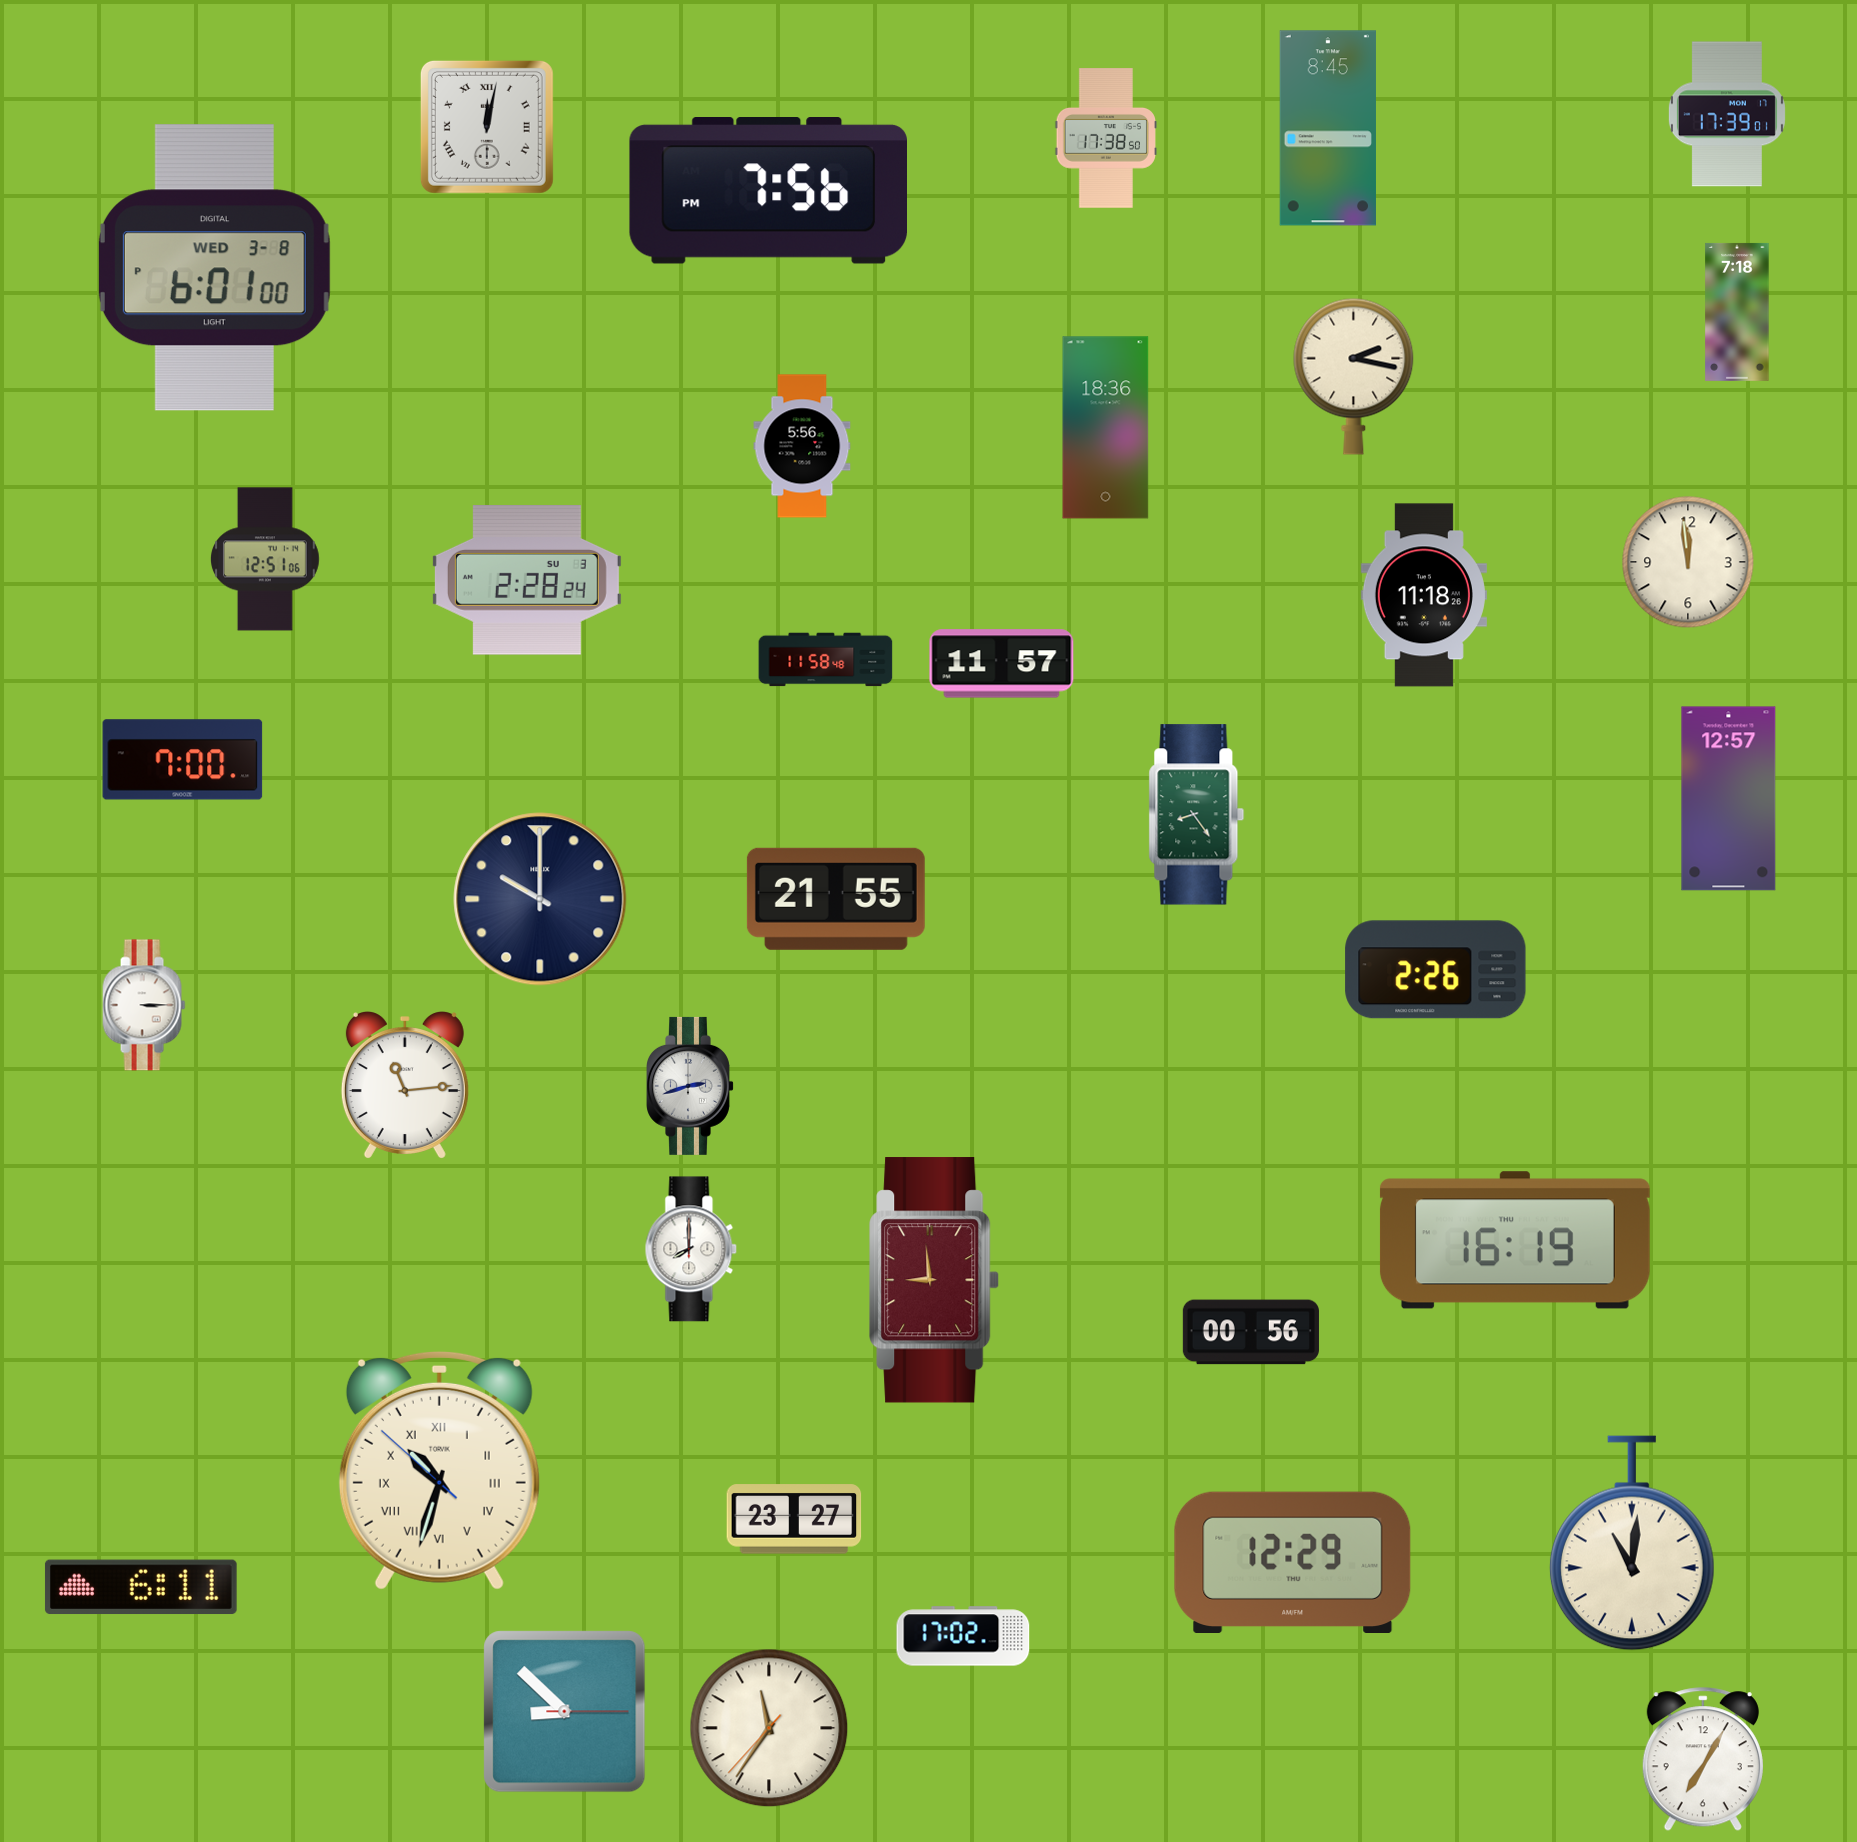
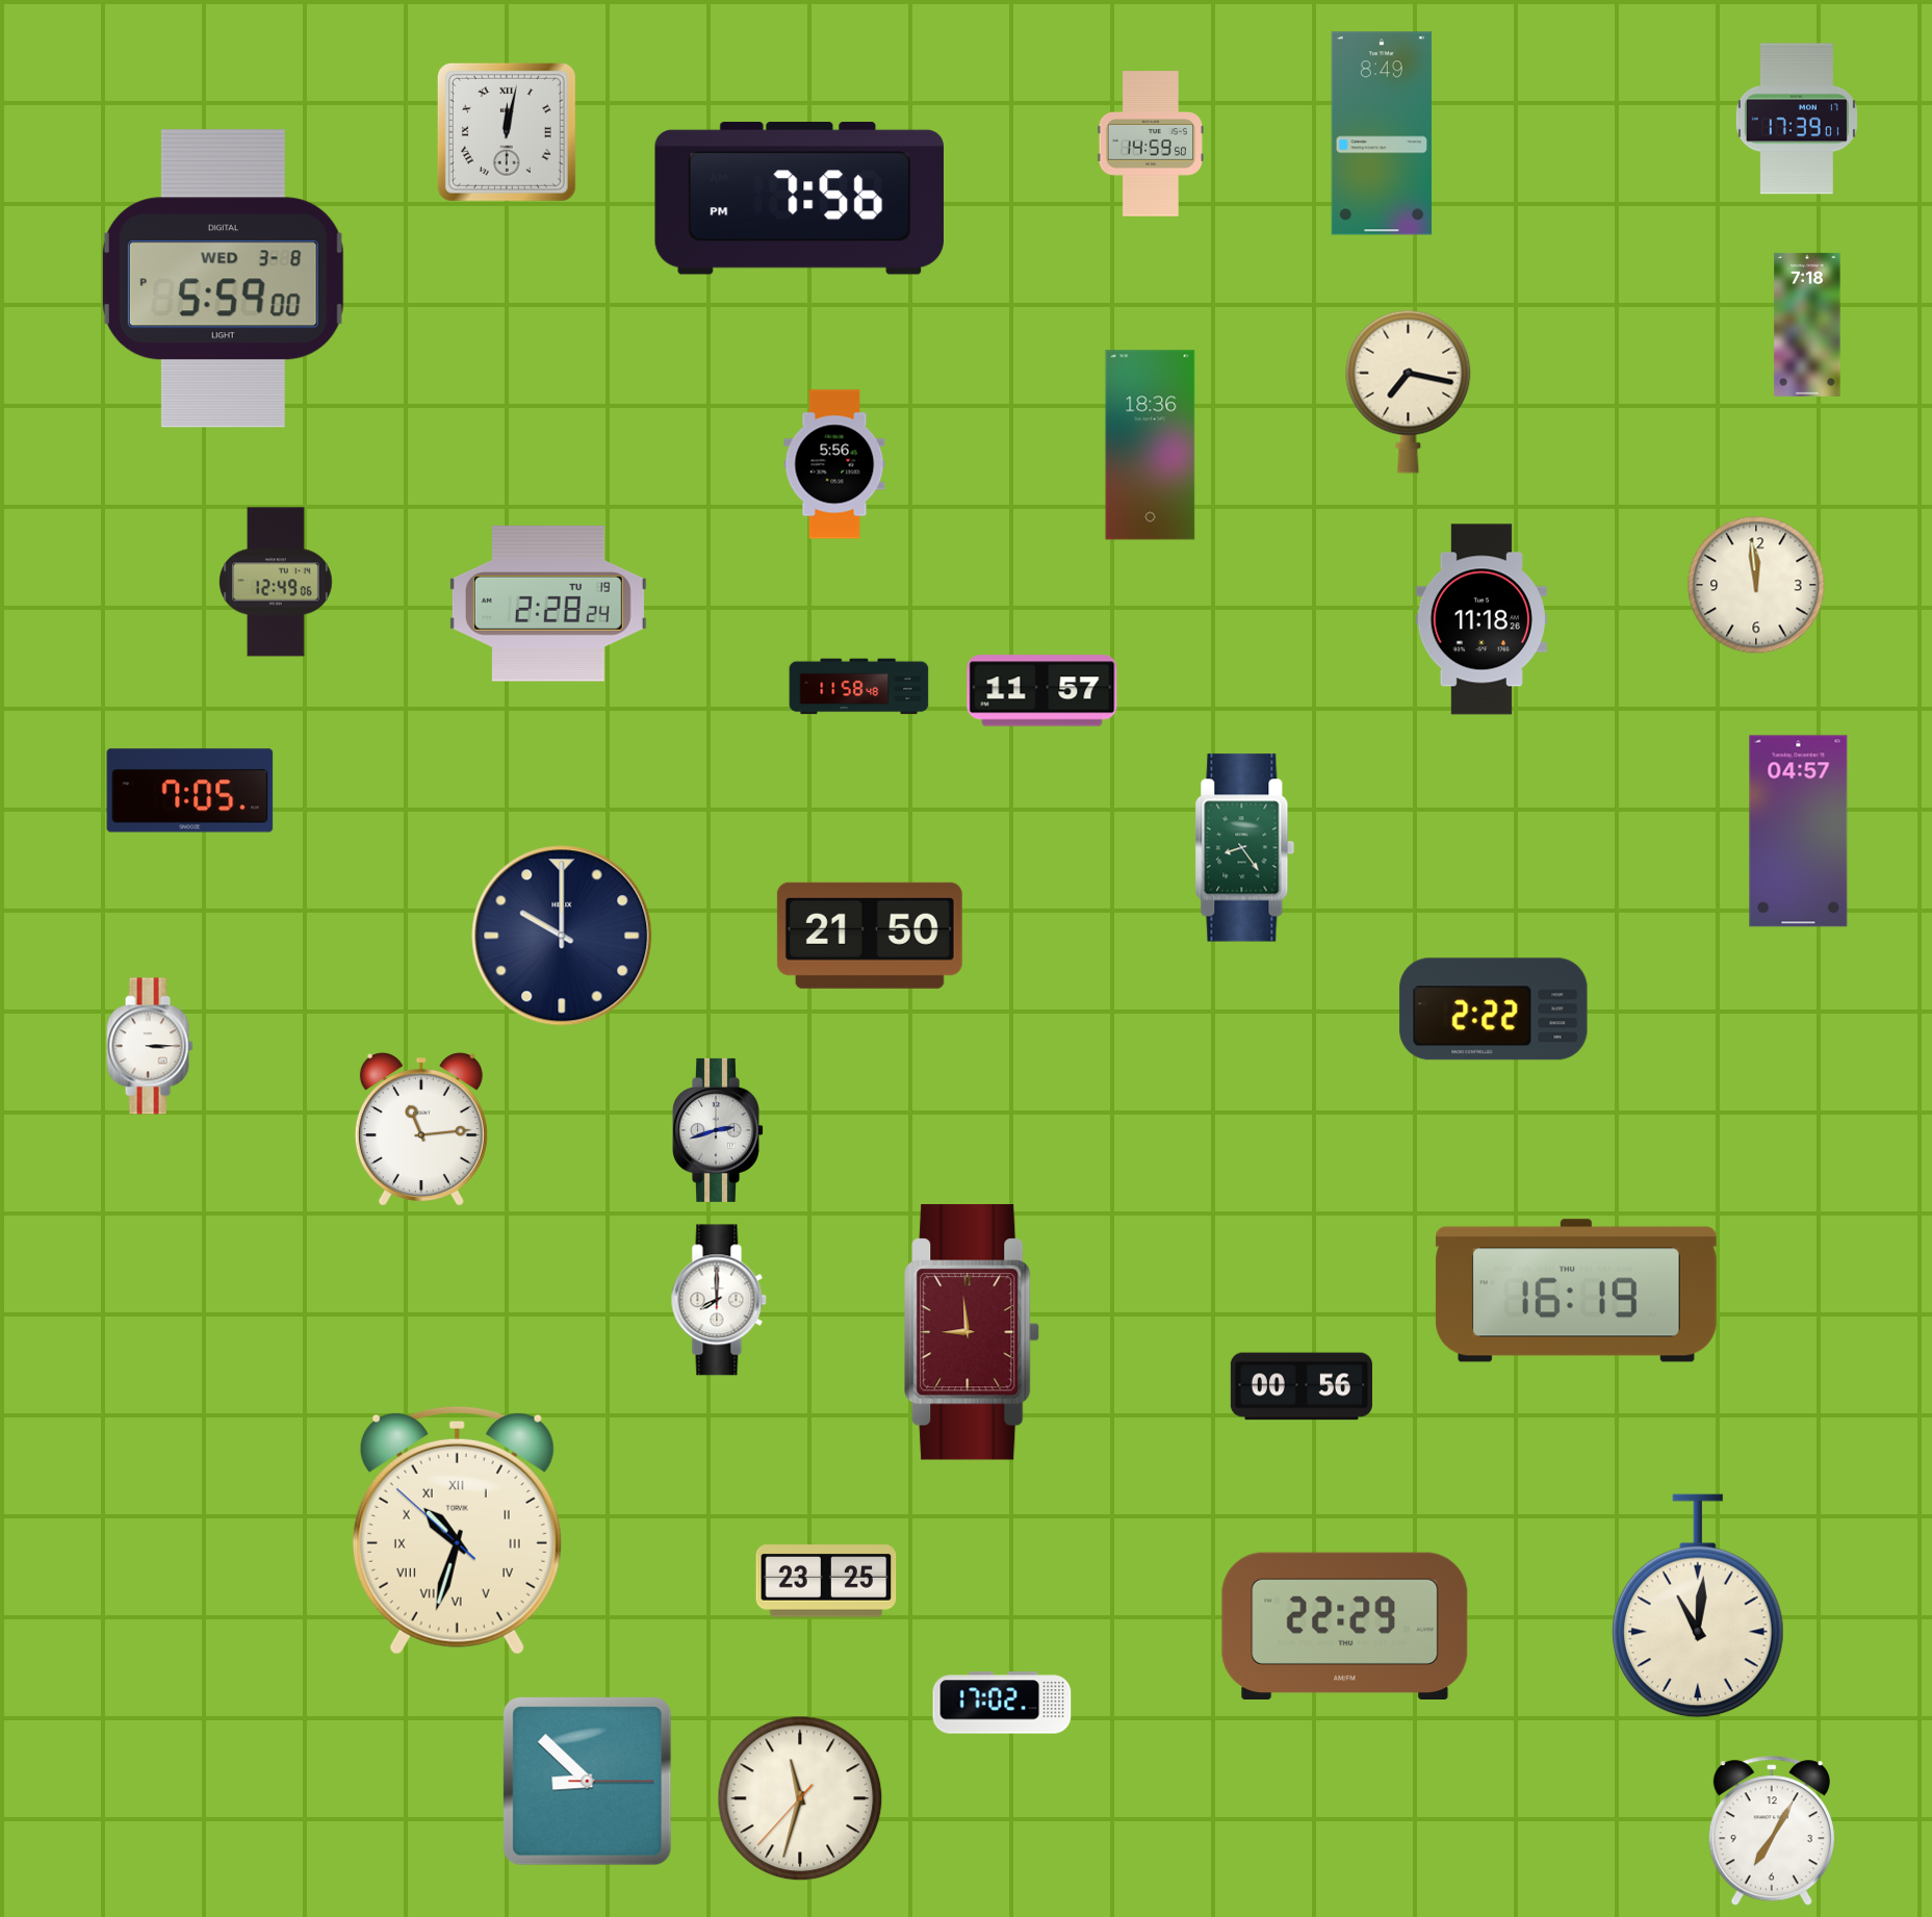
clock at (1328, 128): 8:45 -> 8:49
clock at (1105, 138): 17:38 -> 14:59
clock at (214, 268): 6:01 -> 5:59
clock at (1354, 376): 2:17 -> 7:17
clock at (265, 559): 12:51 -> 12:49
clock at (527, 580) date: SU 3 -> TU 19
clock at (183, 760): 7:00 -> 7:05
clock at (1729, 799): 12:57 -> 04:57
clock at (836, 899): 21:55 -> 21:50
clock at (1436, 970): 2:26 -> 2:22
clock at (794, 1519): 23:27 -> 23:25
clock at (1293, 1563): 12:29 -> 22:29
clock at (141, 1587): 6:11 -> none
clock at (769, 1728): 11:35 -> 11:32
